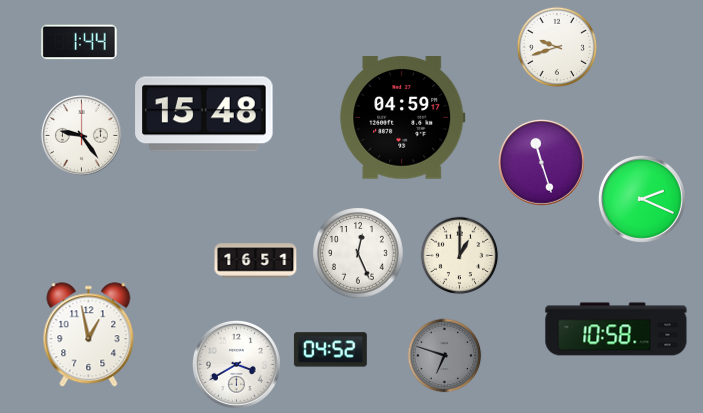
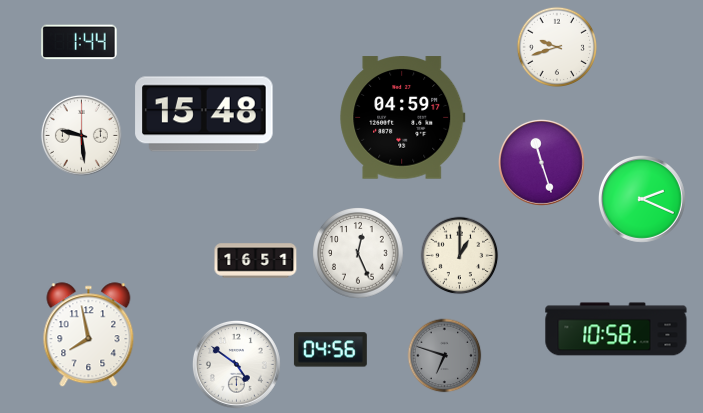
clock at (81, 135): 9:24 -> 9:29
clock at (89, 335): 12:58 -> 7:58
clock at (330, 350): 04:52 -> 04:56
clock at (236, 364): 3:40 -> 4:51
